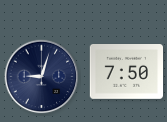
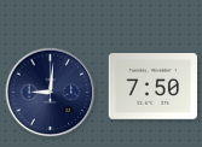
clock at (42, 77): 9:03 -> 9:01
